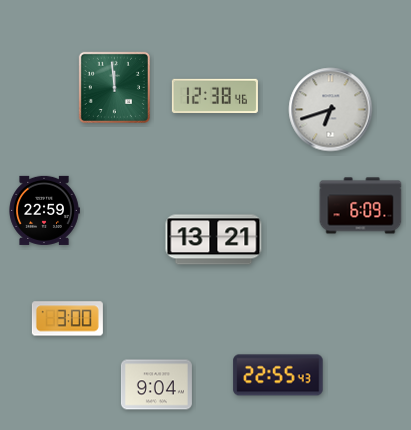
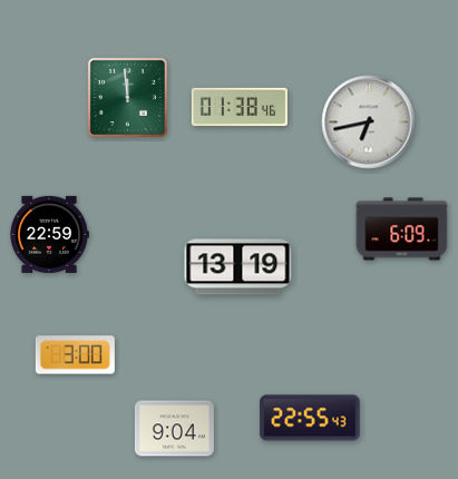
clock at (215, 96): 12:38 -> 01:38
clock at (331, 110): 6:42 -> 6:43
clock at (214, 240): 13:21 -> 13:19
